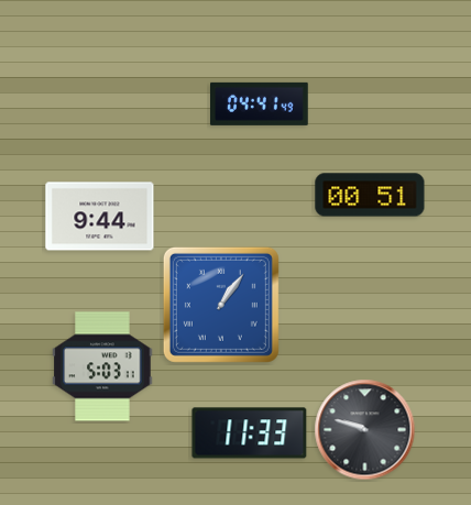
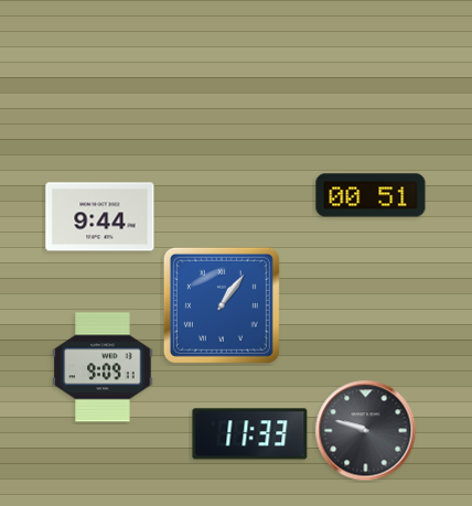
clock at (260, 103): 04:41 -> none
clock at (102, 366): 5:03 -> 9:09
